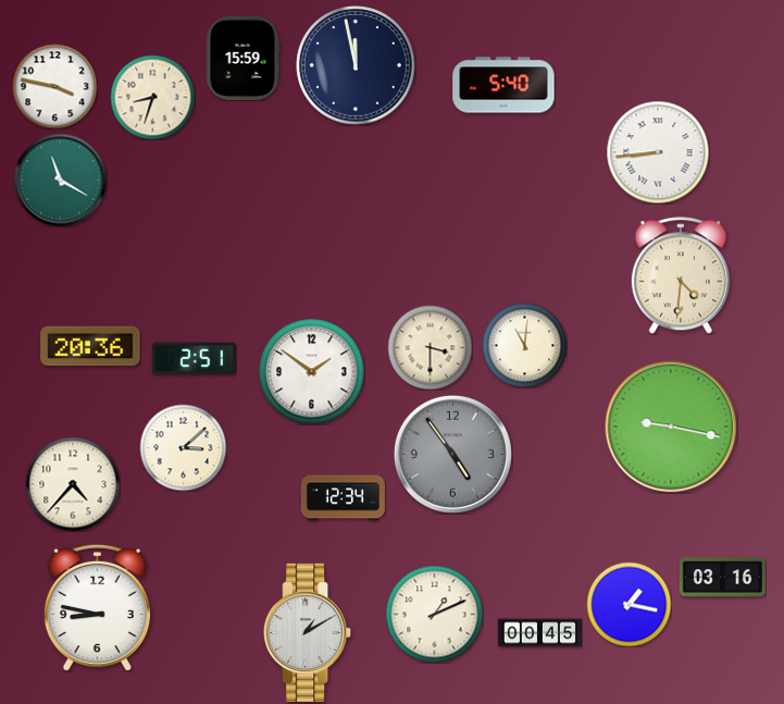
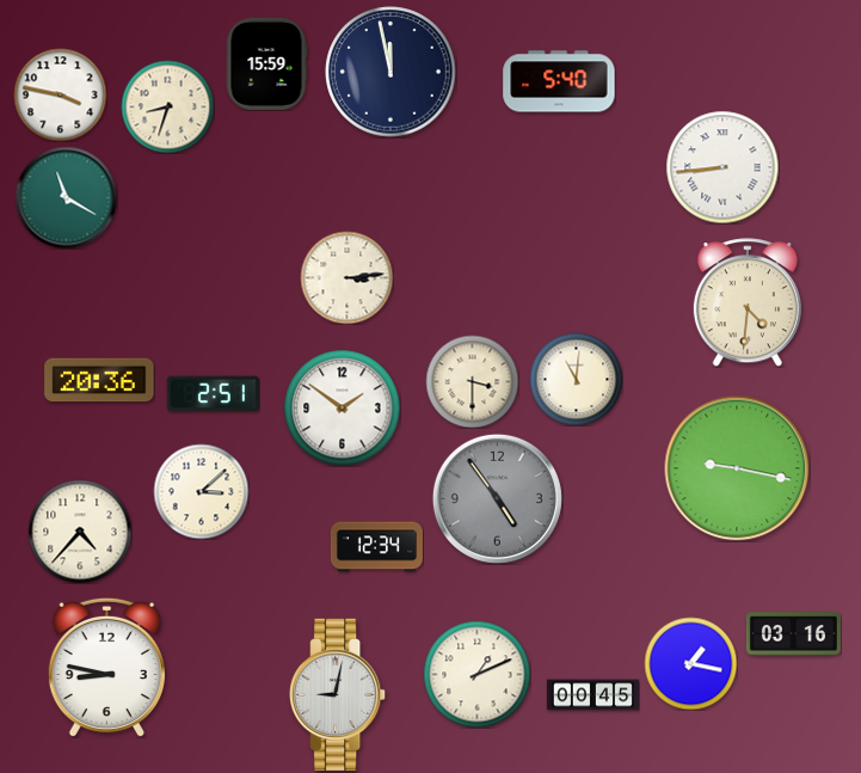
clock at (503, 85) position: (503, 85) -> (559, 81)
clock at (346, 277): none -> 3:14
clock at (308, 632): 1:10 -> 9:02
